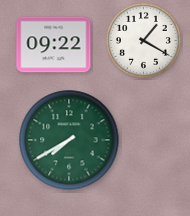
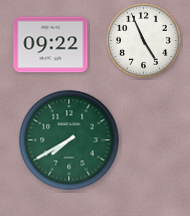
clock at (144, 41): 1:20 -> 4:56
clock at (54, 45) position: (54, 45) -> (51, 45)
